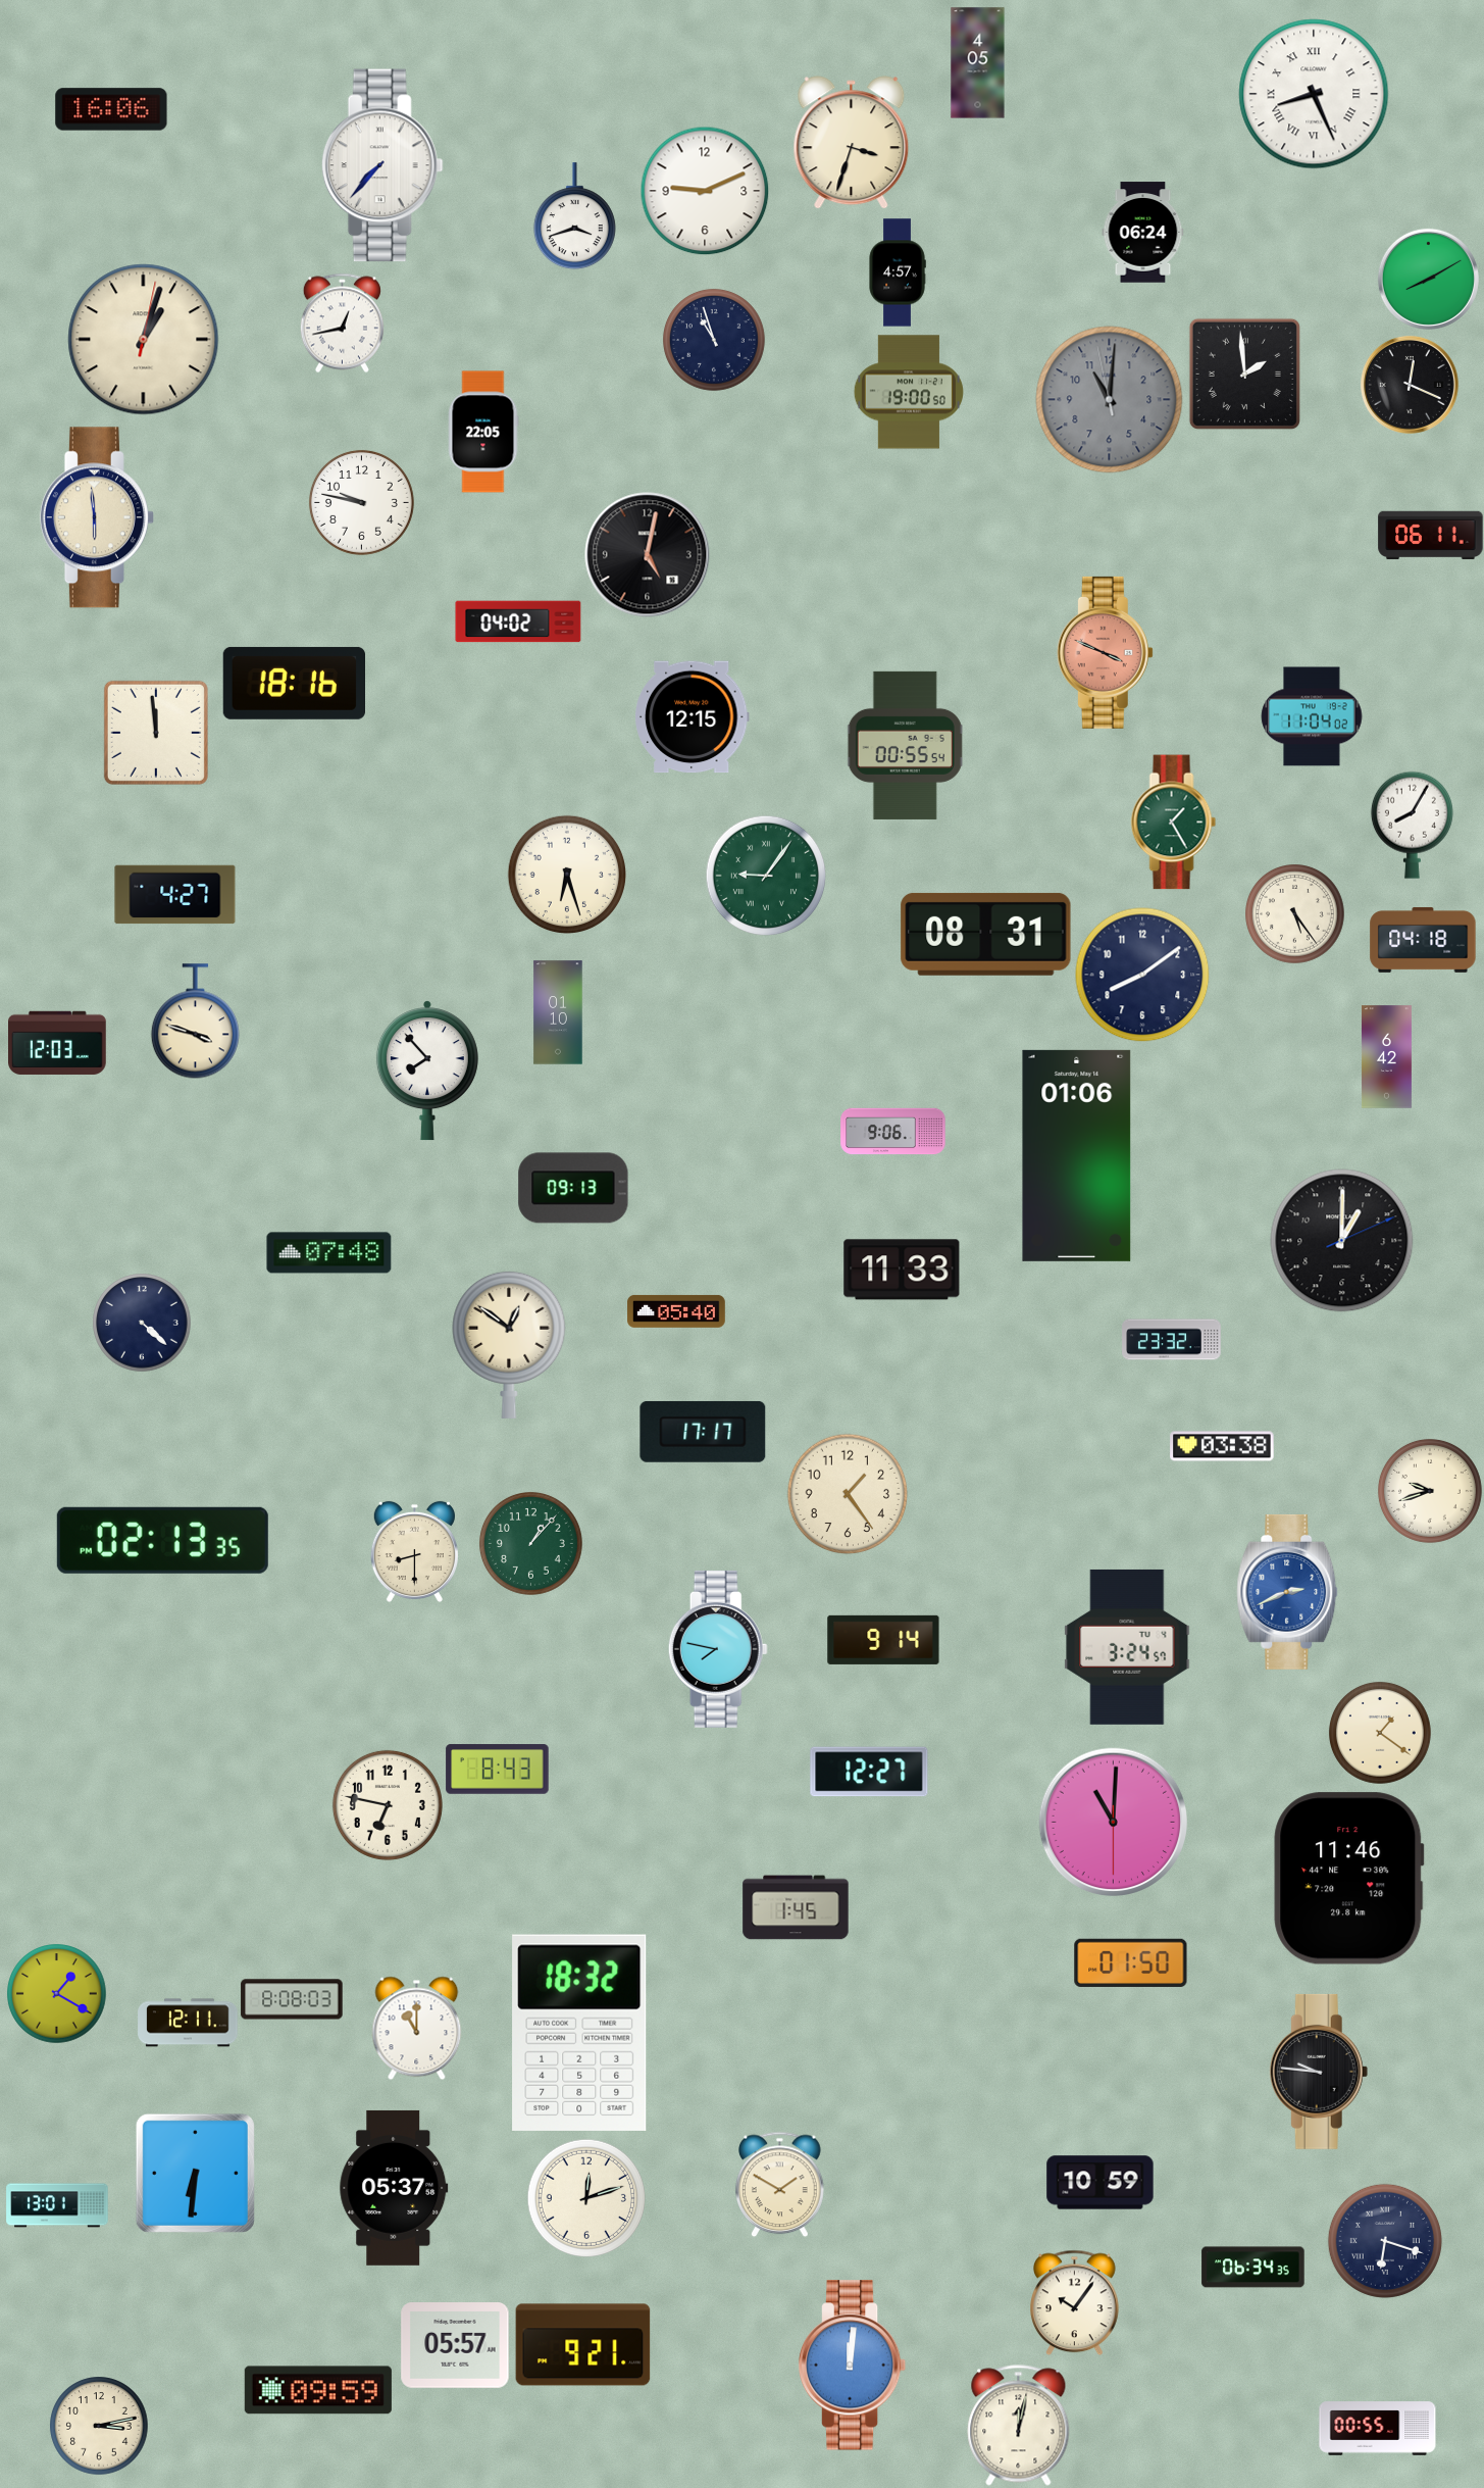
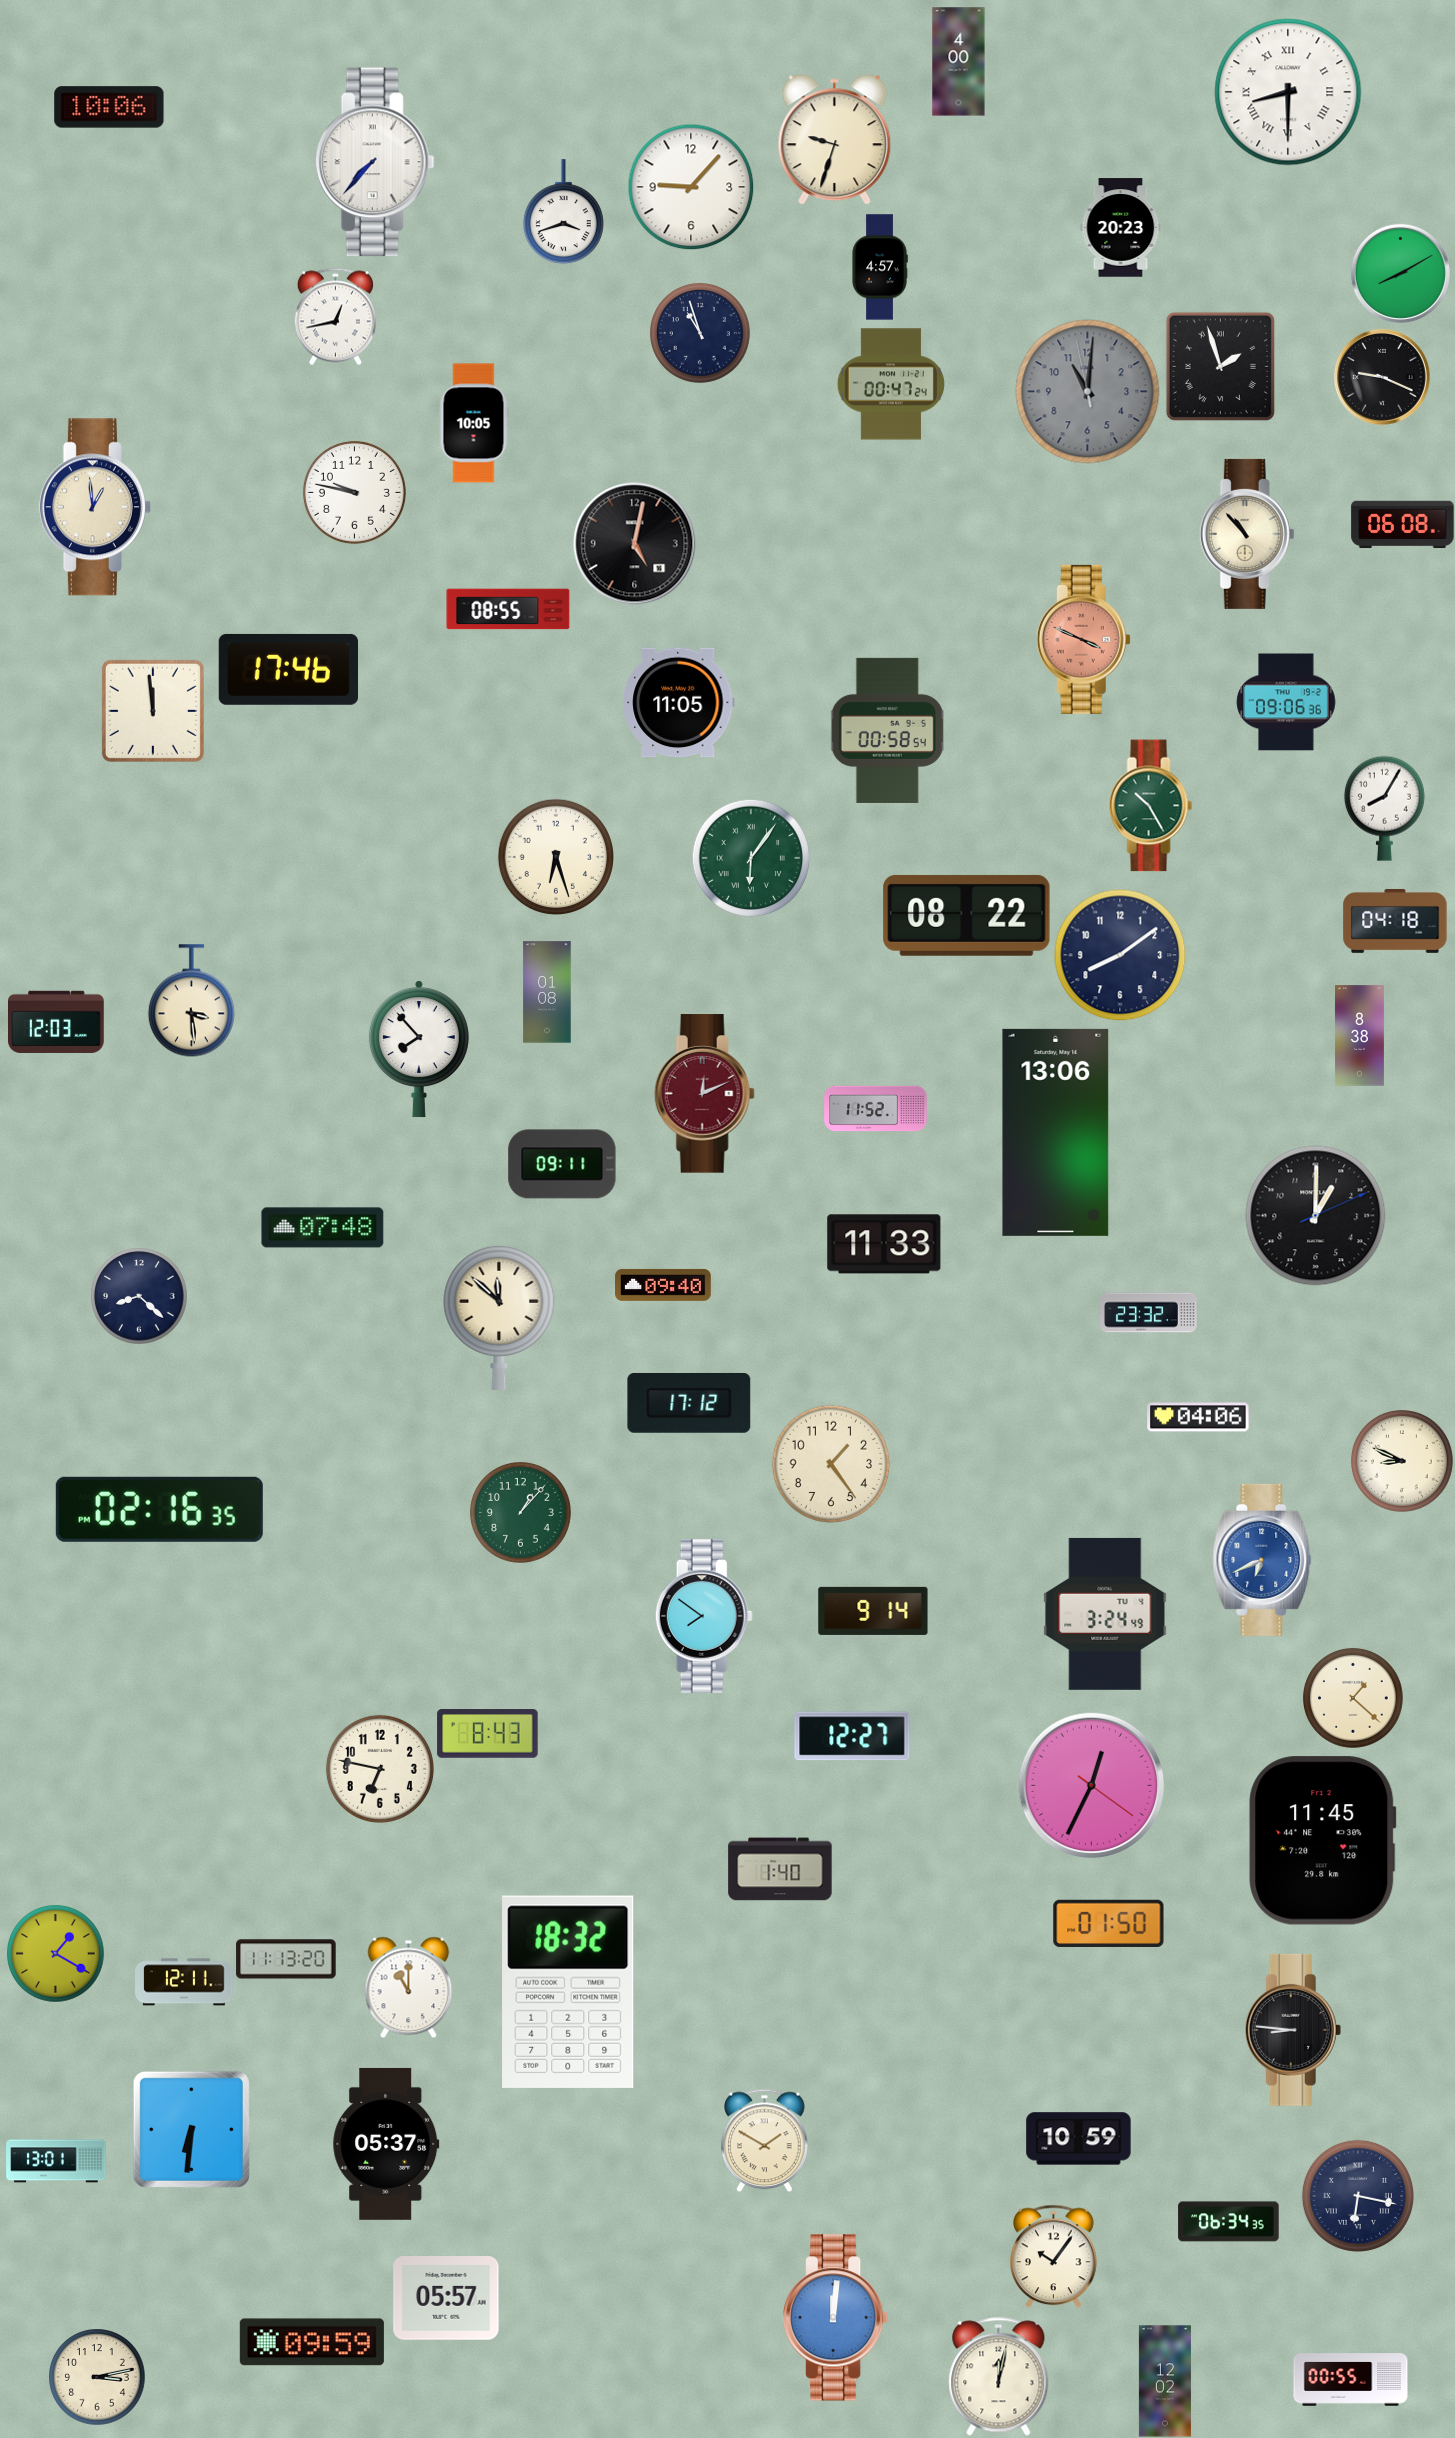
clock at (978, 63): 4:05 -> 4:00
clock at (1314, 94): 8:26 -> 8:30
clock at (111, 109): 16:06 -> 10:06
clock at (852, 143): 3:33 -> 9:33
clock at (705, 191): 9:11 -> 9:07
clock at (1143, 233): 06:24 -> 20:23
clock at (144, 340): 1:03 -> none
clock at (1244, 374): 1:59 -> 1:57
clock at (1410, 385): 12:19 -> 9:19
clock at (909, 392): 19:00 -> 00:47
clock at (483, 432): 22:05 -> 10:05
clock at (97, 517): 5:59 -> 12:59
clock at (1431, 536): 06:11 -> 06:08
clock at (1247, 534): none -> 10:53
clock at (518, 621): 04:02 -> 08:55
clock at (294, 683): 18:16 -> 17:46
clock at (1312, 716): 11:04 -> 09:06
clock at (693, 717): 12:15 -> 11:05
clock at (156, 733) position: (156, 733) -> (153, 711)
clock at (906, 745): 00:55 -> 00:58
clock at (1174, 823): 1:25 -> 10:25
clock at (766, 876): 9:06 -> 6:06
clock at (175, 895): 4:27 -> none
clock at (1295, 914): 5:24 -> none
clock at (986, 934): 08:31 -> 08:22
clock at (558, 1012): 01:10 -> 01:08
clock at (195, 1022): 3:48 -> 3:29
clock at (1386, 1057): 6:42 -> 8:38
clock at (704, 1094): none -> 12:11
clock at (893, 1132): 9:06 -> 11:52
clock at (1077, 1155): 01:06 -> 13:06
clock at (573, 1188): 09:13 -> 09:11
clock at (676, 1311): 05:40 -> 09:40
clock at (142, 1323): 4:22 -> 8:22
clock at (509, 1344): 12:51 -> 11:52
clock at (703, 1432): 17:17 -> 17:12
clock at (1222, 1446): 03:38 -> 04:06
clock at (1430, 1491): 9:42 -> 8:49
clock at (162, 1540): 02:13 -> 02:16
clock at (414, 1551): 8:30 -> none
clock at (1287, 1592): 2:41 -> 6:41
clock at (883, 1640) position: (883, 1640) -> (873, 1611)
clock at (1127, 1647): 3:24:57 -> 3:24:49
clock at (718, 1649): 7:47 -> 7:51
clock at (1380, 1733): 1:21 -> 1:22
clock at (1114, 1823): 11:00 -> 12:34
clock at (1349, 1879): 11:46 -> 11:45
clock at (796, 1907): 1:45 -> 1:40
clock at (292, 1999): 8:08 -> 11:13
clock at (1319, 2072): 9:46 -> 8:46
clock at (585, 2197): 12:12 -> none
clock at (1385, 2241): 6:18 -> 6:17
clock at (583, 2345): 9:21 -> none
clock at (1165, 2381): none -> 12:02
